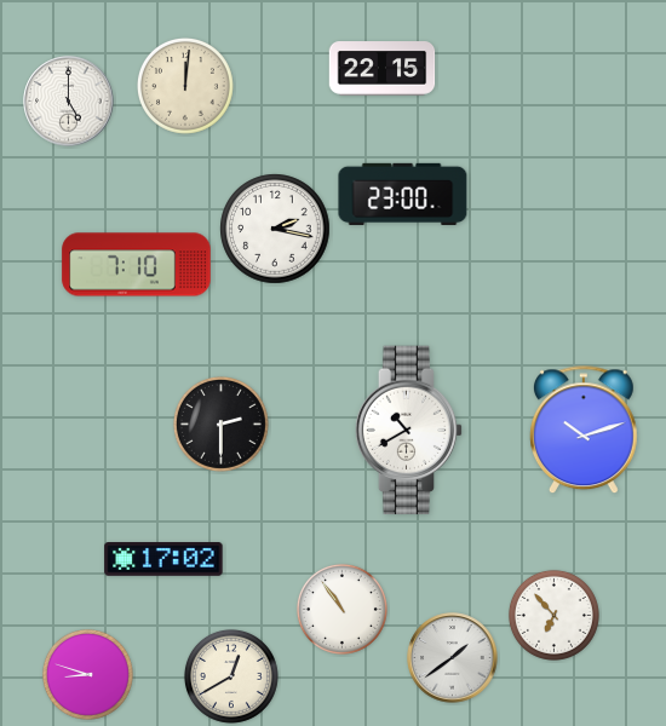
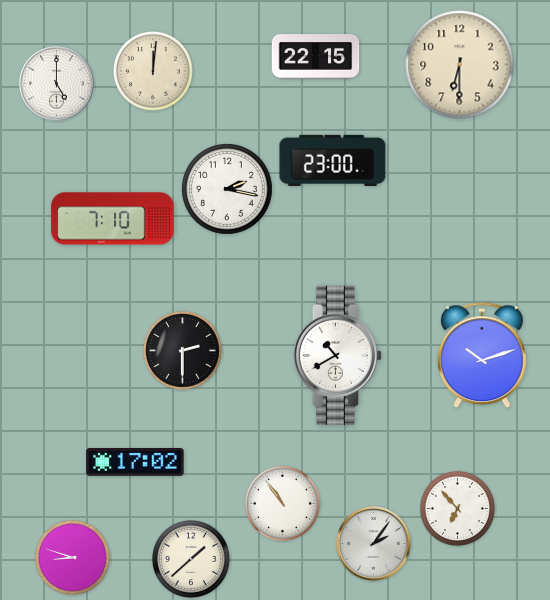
clock at (460, 65): none -> 6:30
clock at (453, 658): 1:39 -> 2:06
clock at (231, 676): 12:40 -> 1:38
